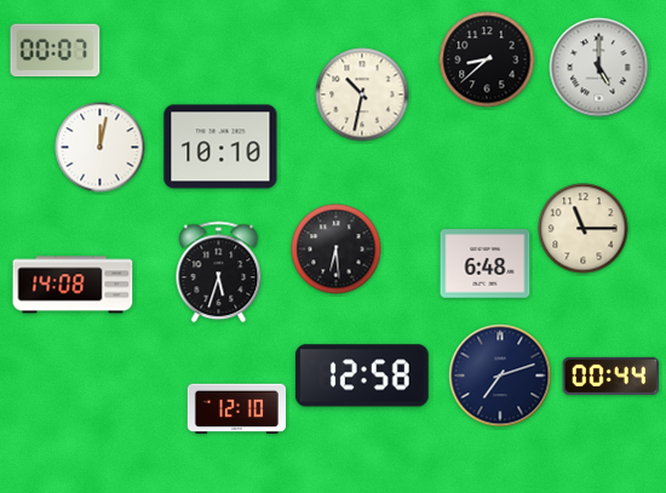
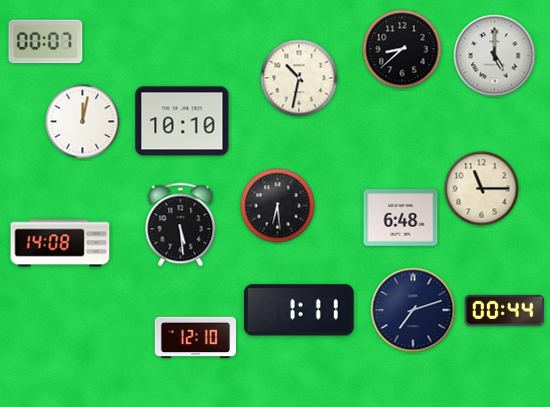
clock at (219, 273): 5:33 -> 5:29
clock at (73, 285) position: (73, 285) -> (60, 243)
clock at (362, 376): 12:58 -> 1:11
